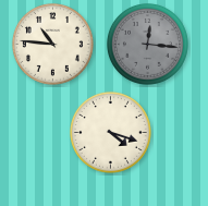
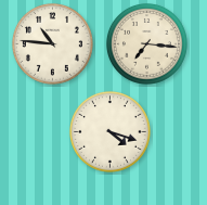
clock at (147, 44): 12:16 -> 7:16
clock at (147, 44) dial: grey -> cream
